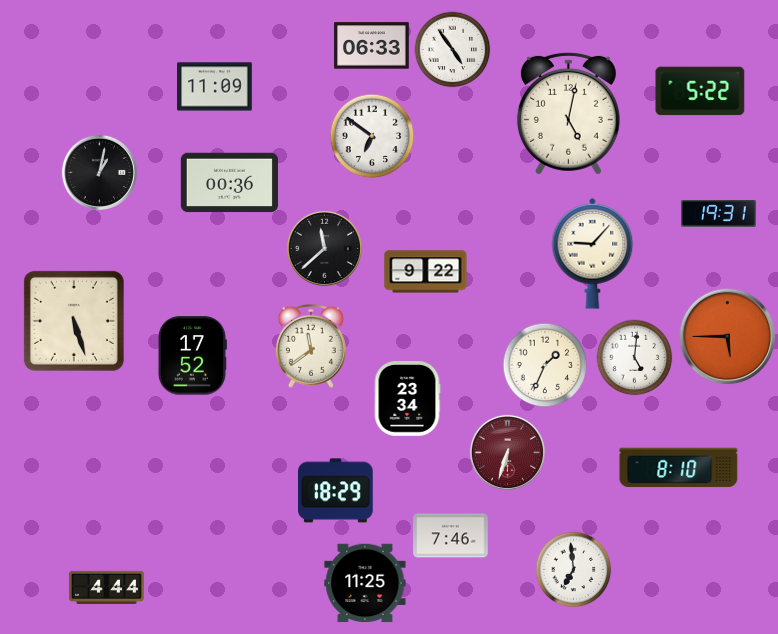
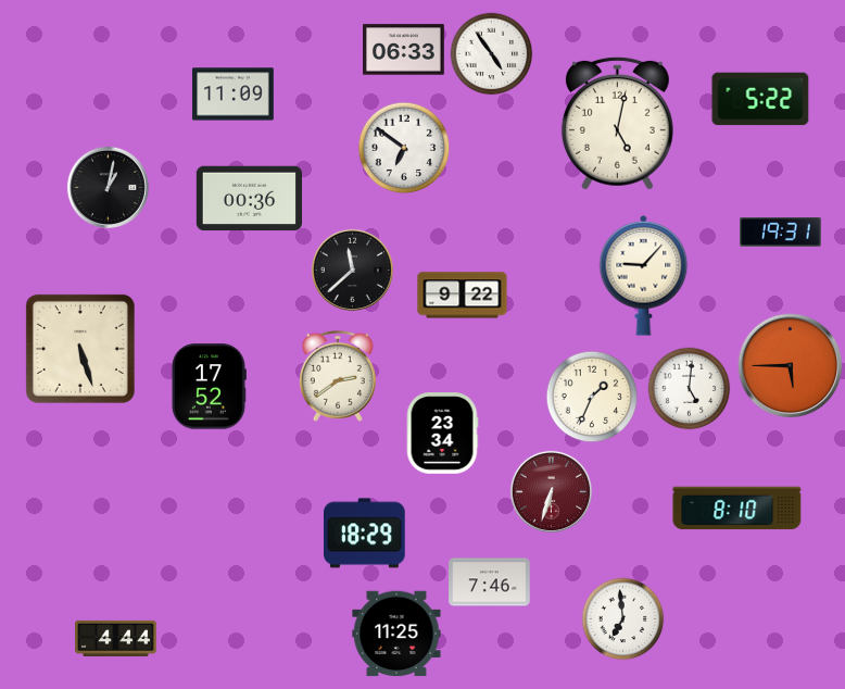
clock at (311, 346): 11:39 -> 2:39
